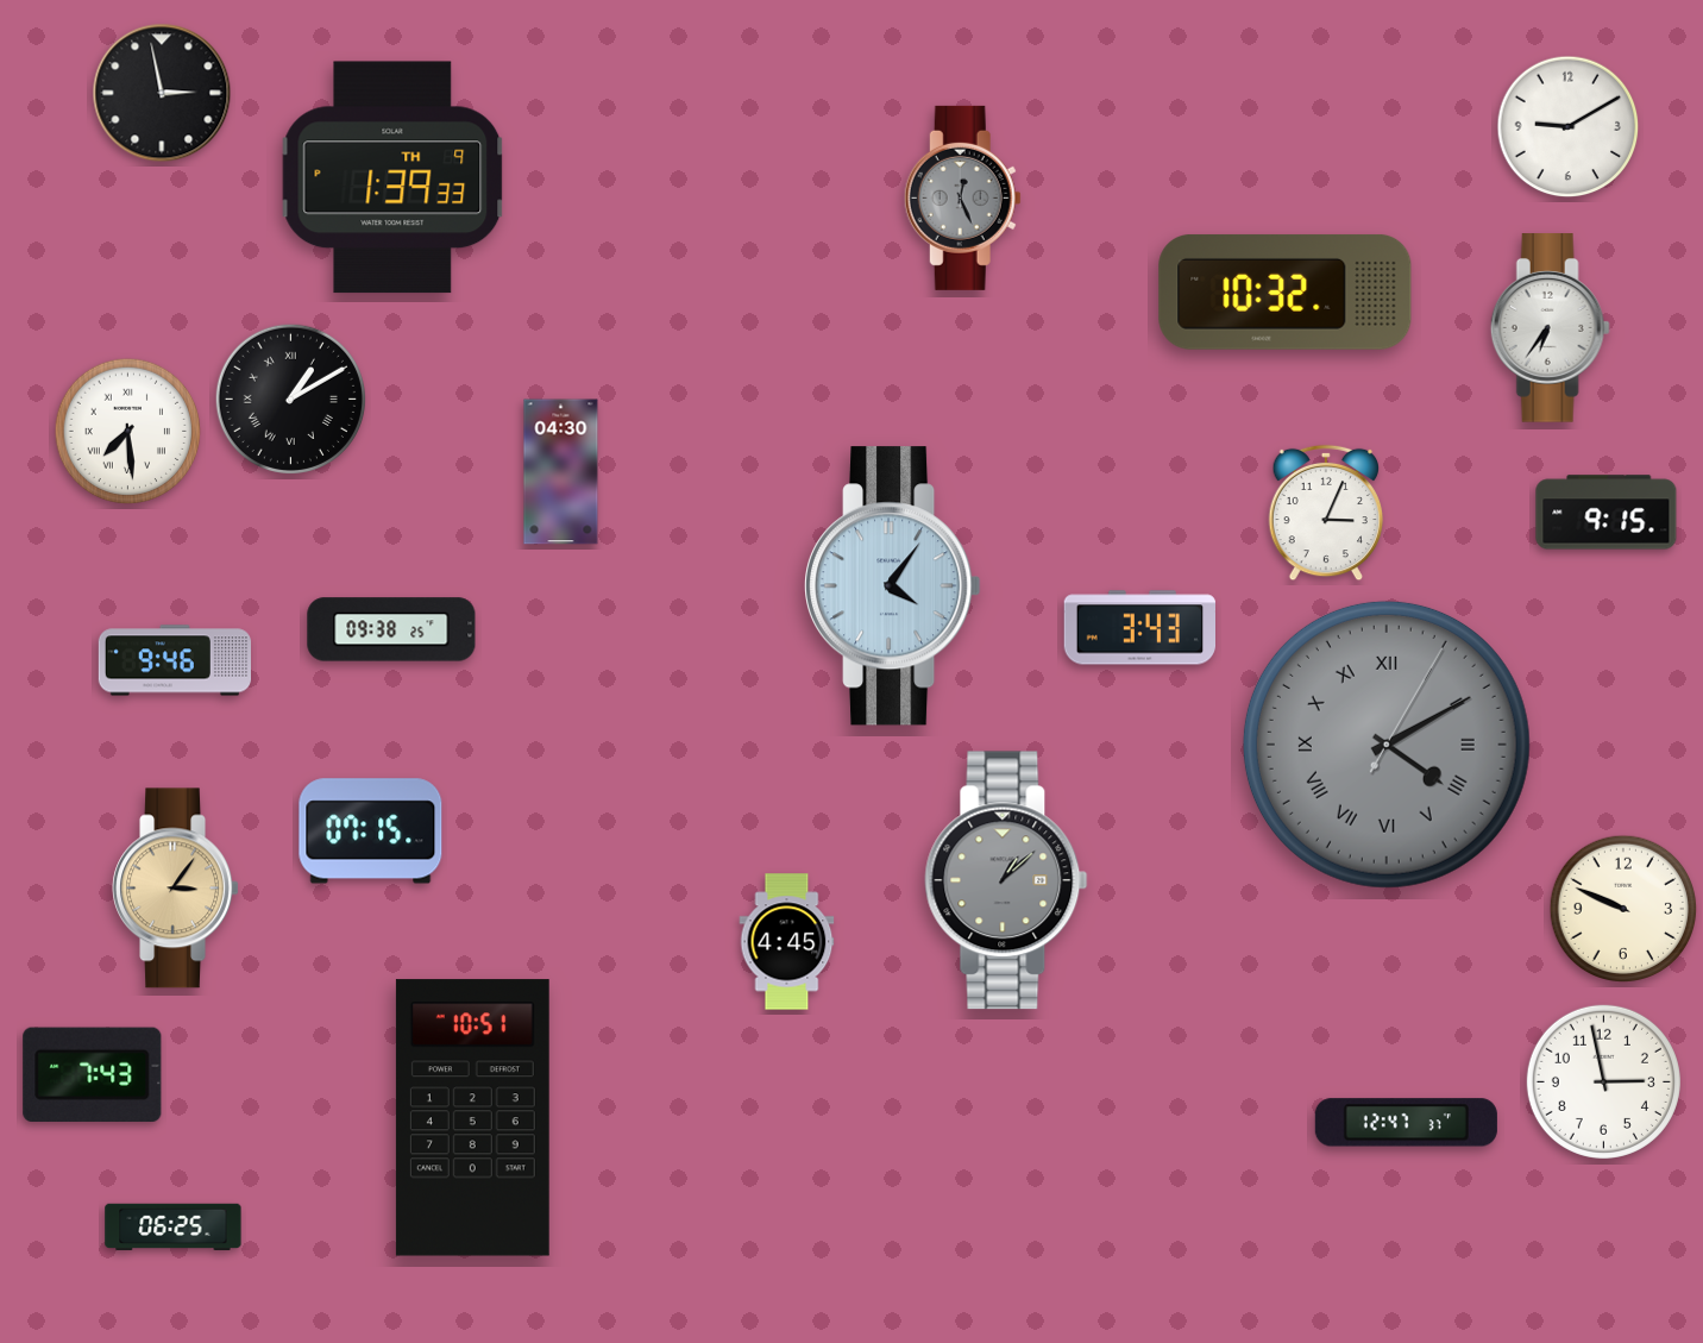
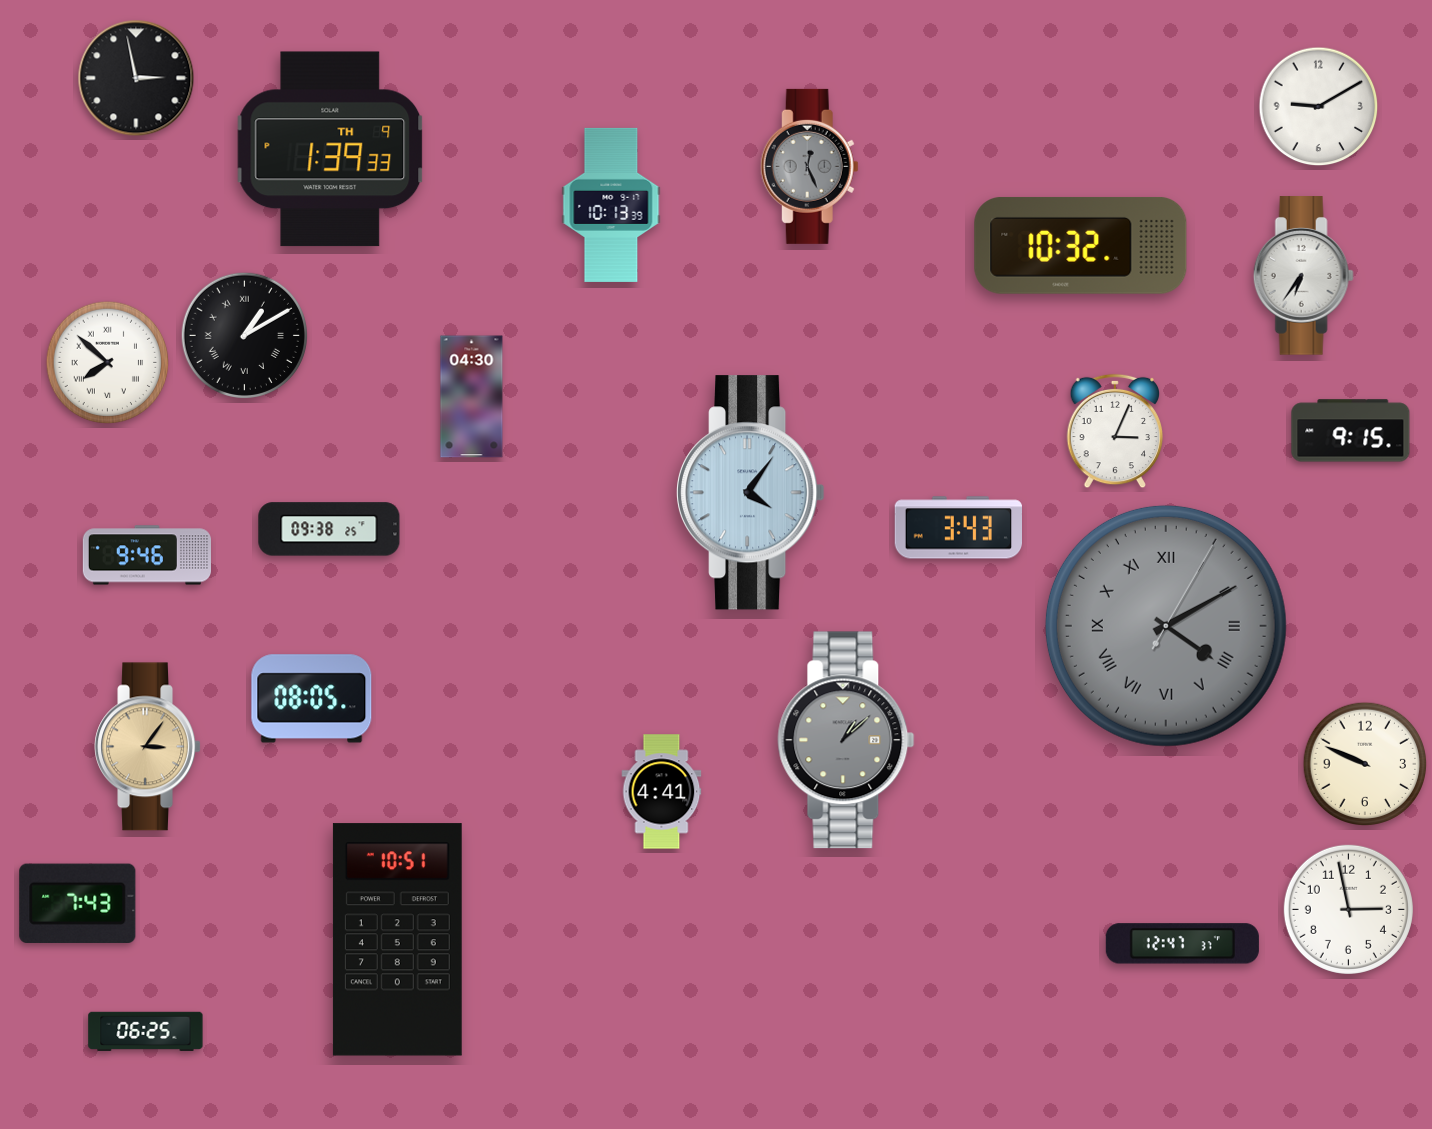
clock at (611, 205): none -> 10:13
clock at (128, 432): 7:29 -> 7:52
clock at (371, 831): 07:15 -> 08:05
clock at (787, 942): 4:45 -> 4:41
